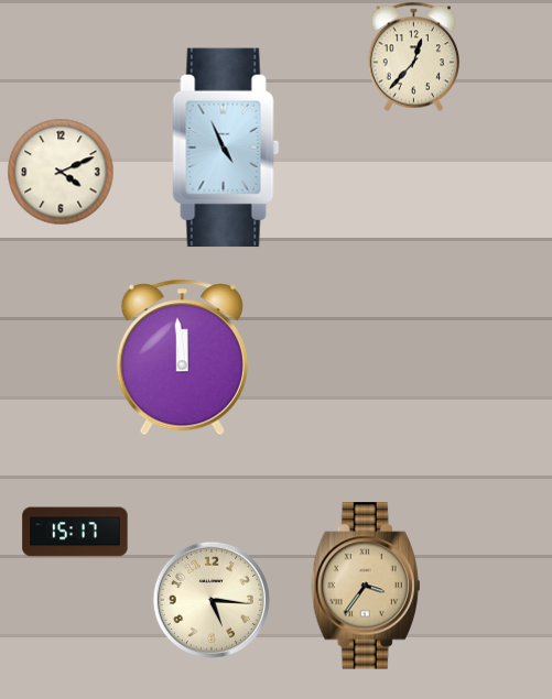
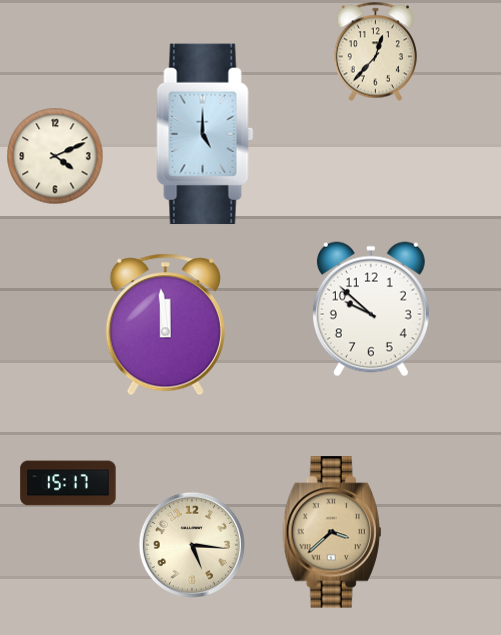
clock at (226, 148): 4:56 -> 5:00
clock at (371, 309): none -> 9:52
clock at (366, 586): 3:36 -> 3:38
